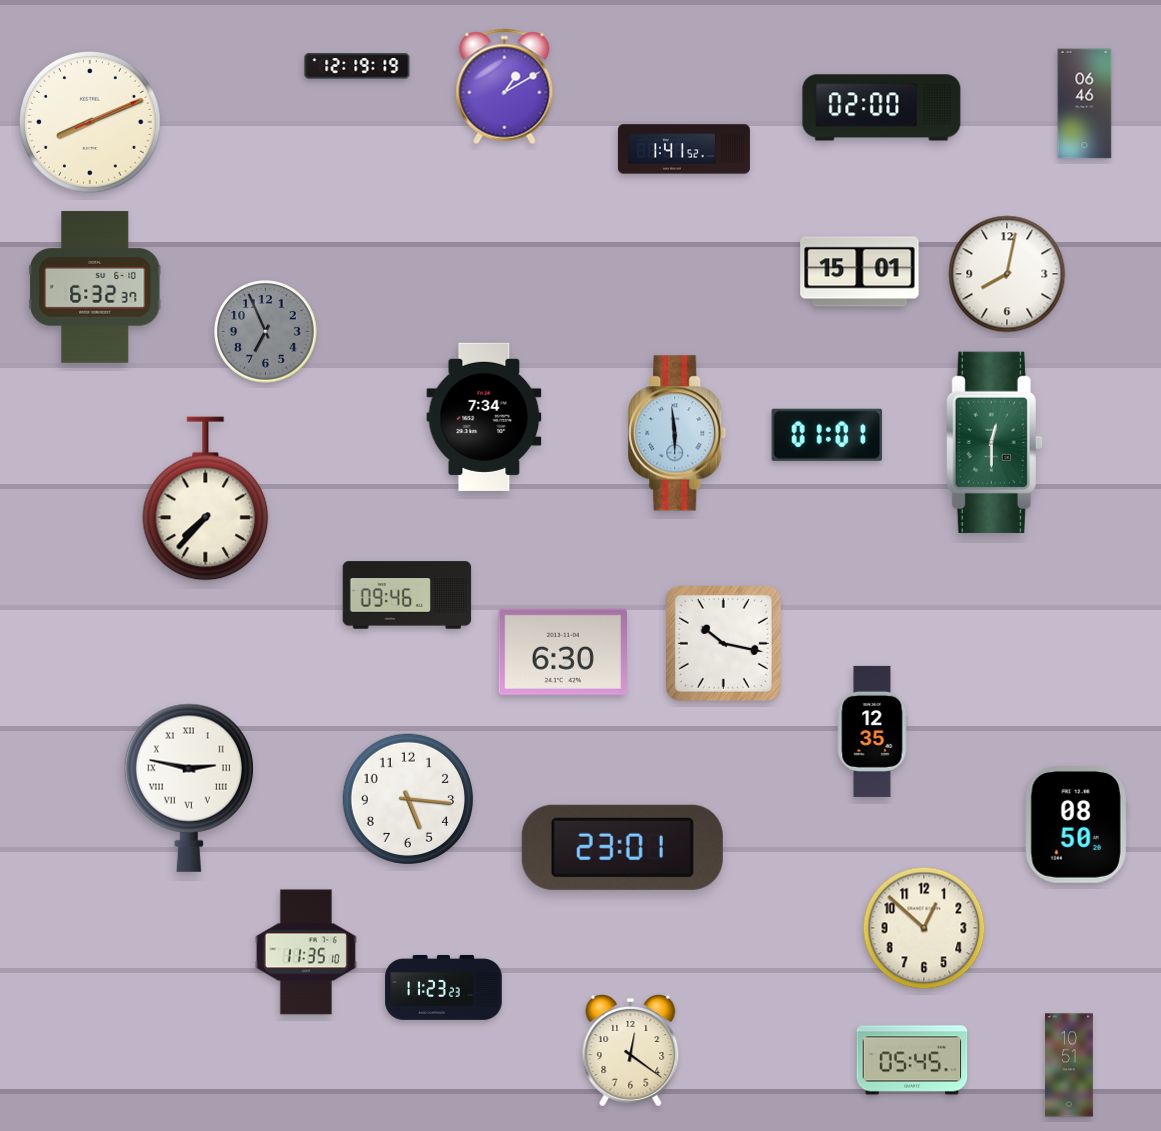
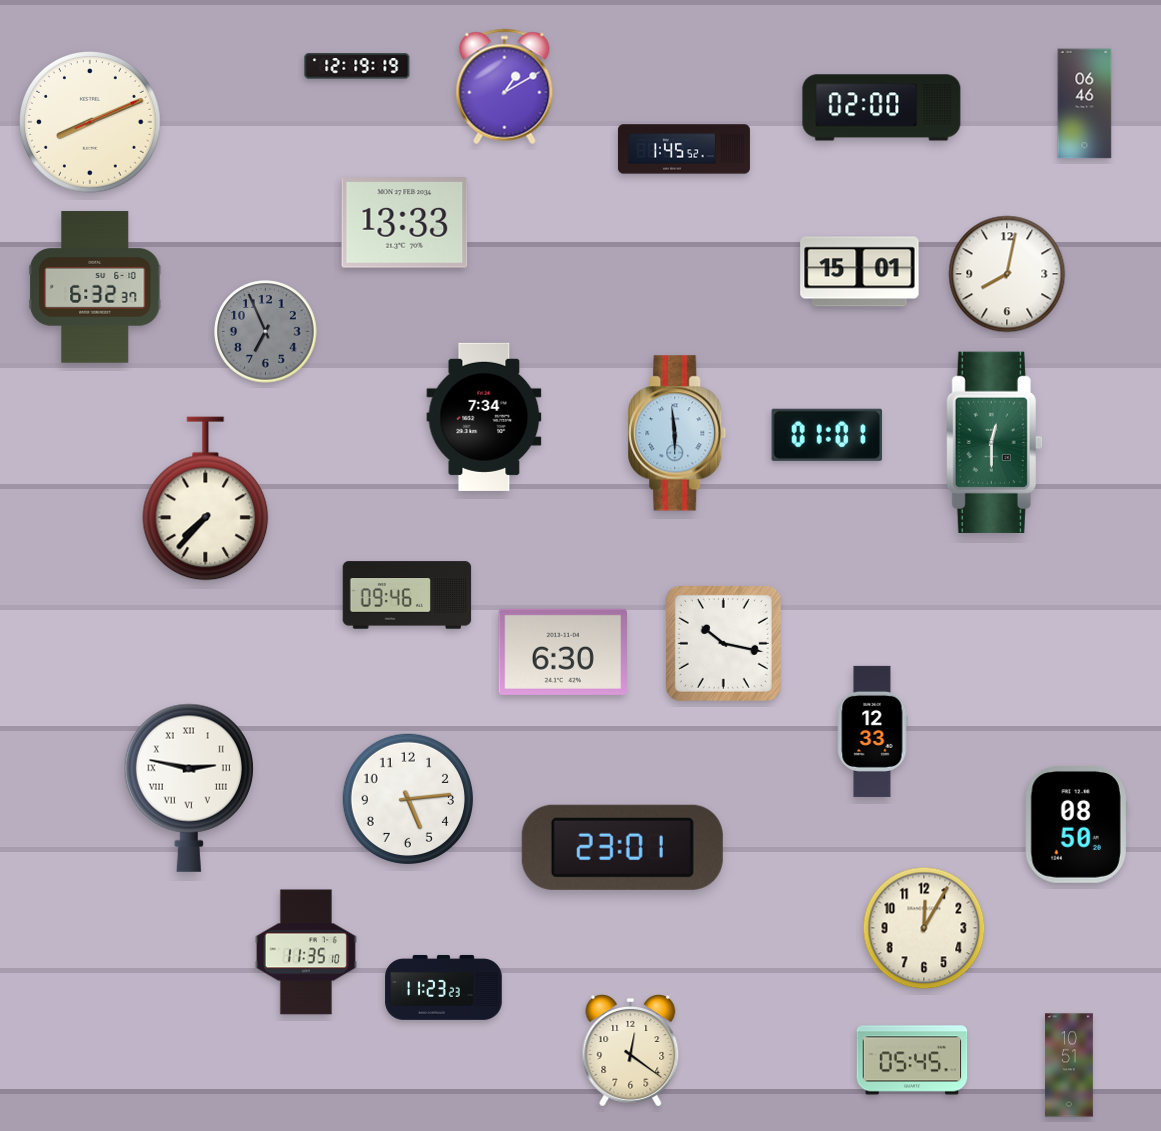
clock at (684, 149): 1:41 -> 1:45
clock at (405, 223): none -> 13:33
clock at (872, 731): 12:35 -> 12:33
clock at (407, 798): 5:16 -> 5:14
clock at (924, 928): 12:52 -> 12:05
